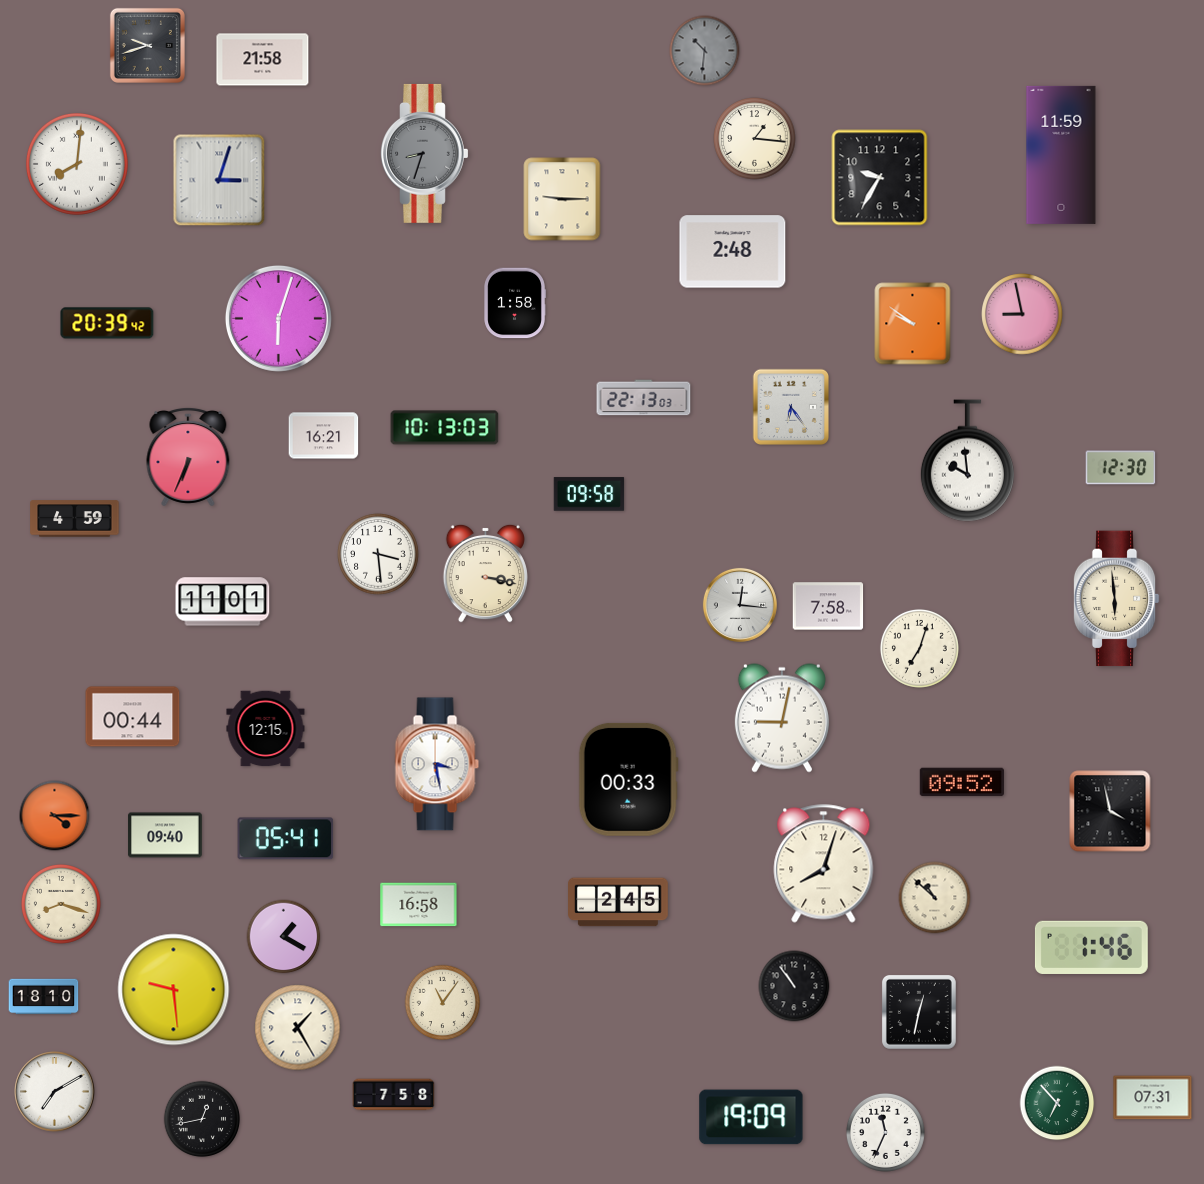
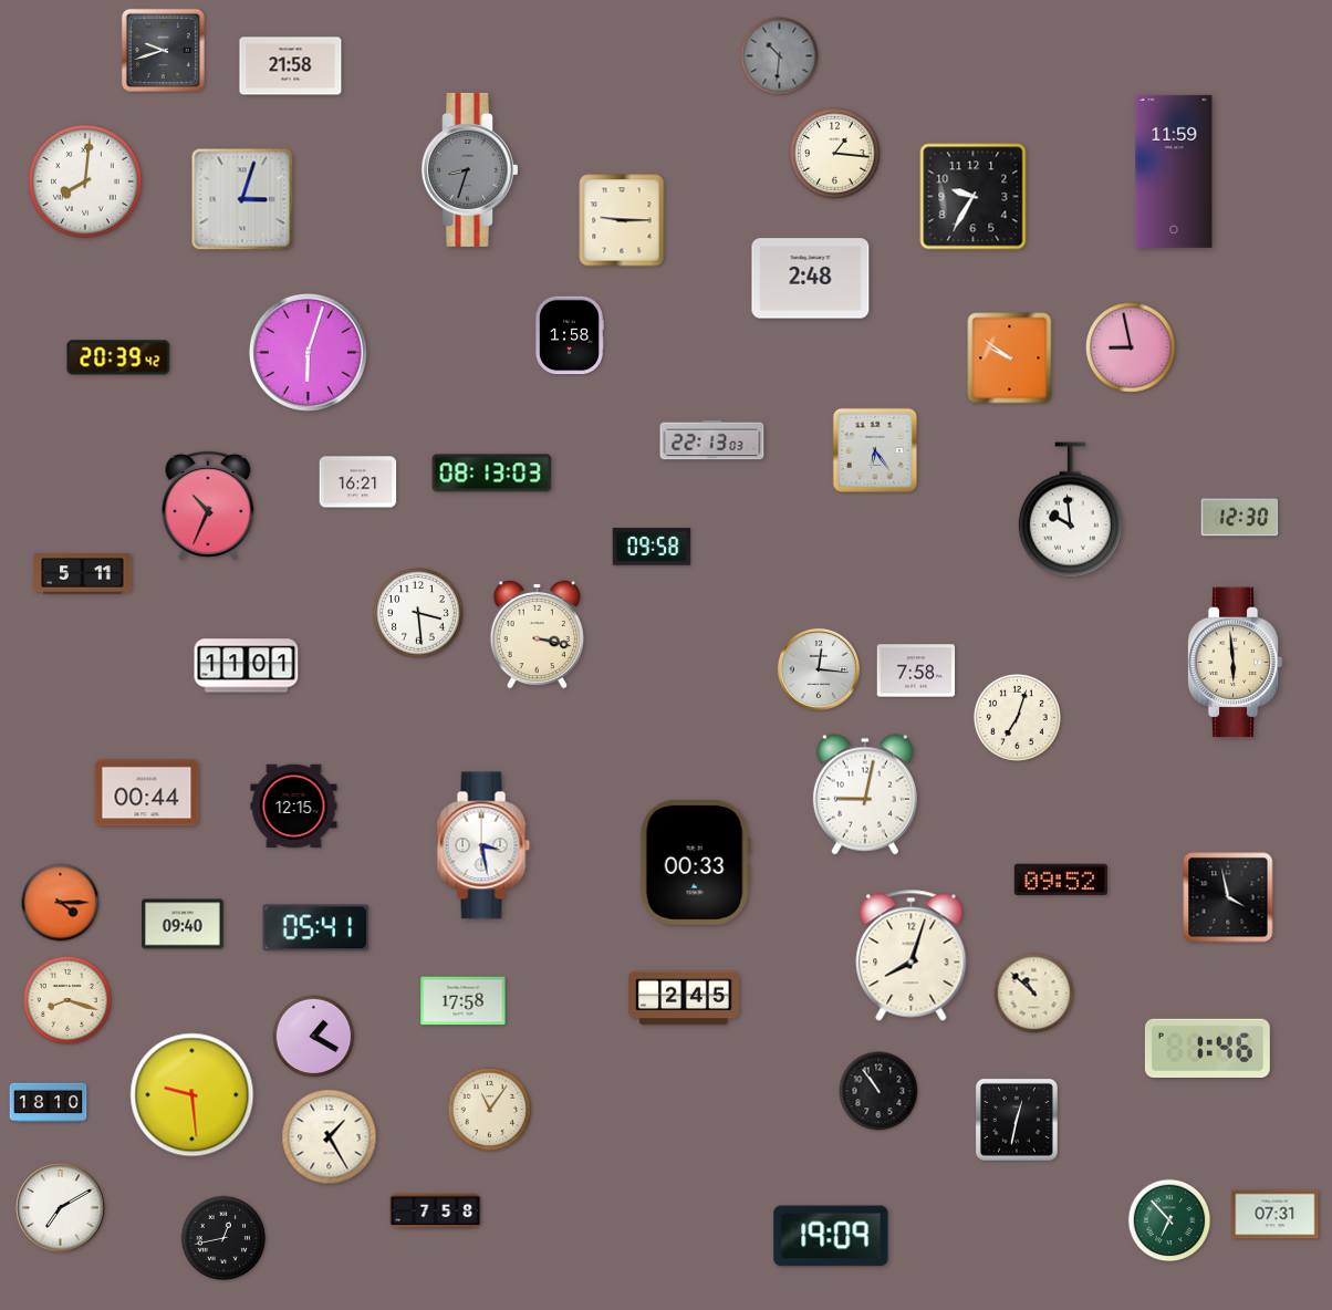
clock at (445, 428): 10:13 -> 08:13
clock at (188, 457): 6:34 -> 10:34
clock at (75, 519): 4:59 -> 5:11
clock at (961, 782) position: (961, 782) -> (1060, 880)
clock at (419, 905): 16:58 -> 17:58
clock at (885, 1132): 11:34 -> none
